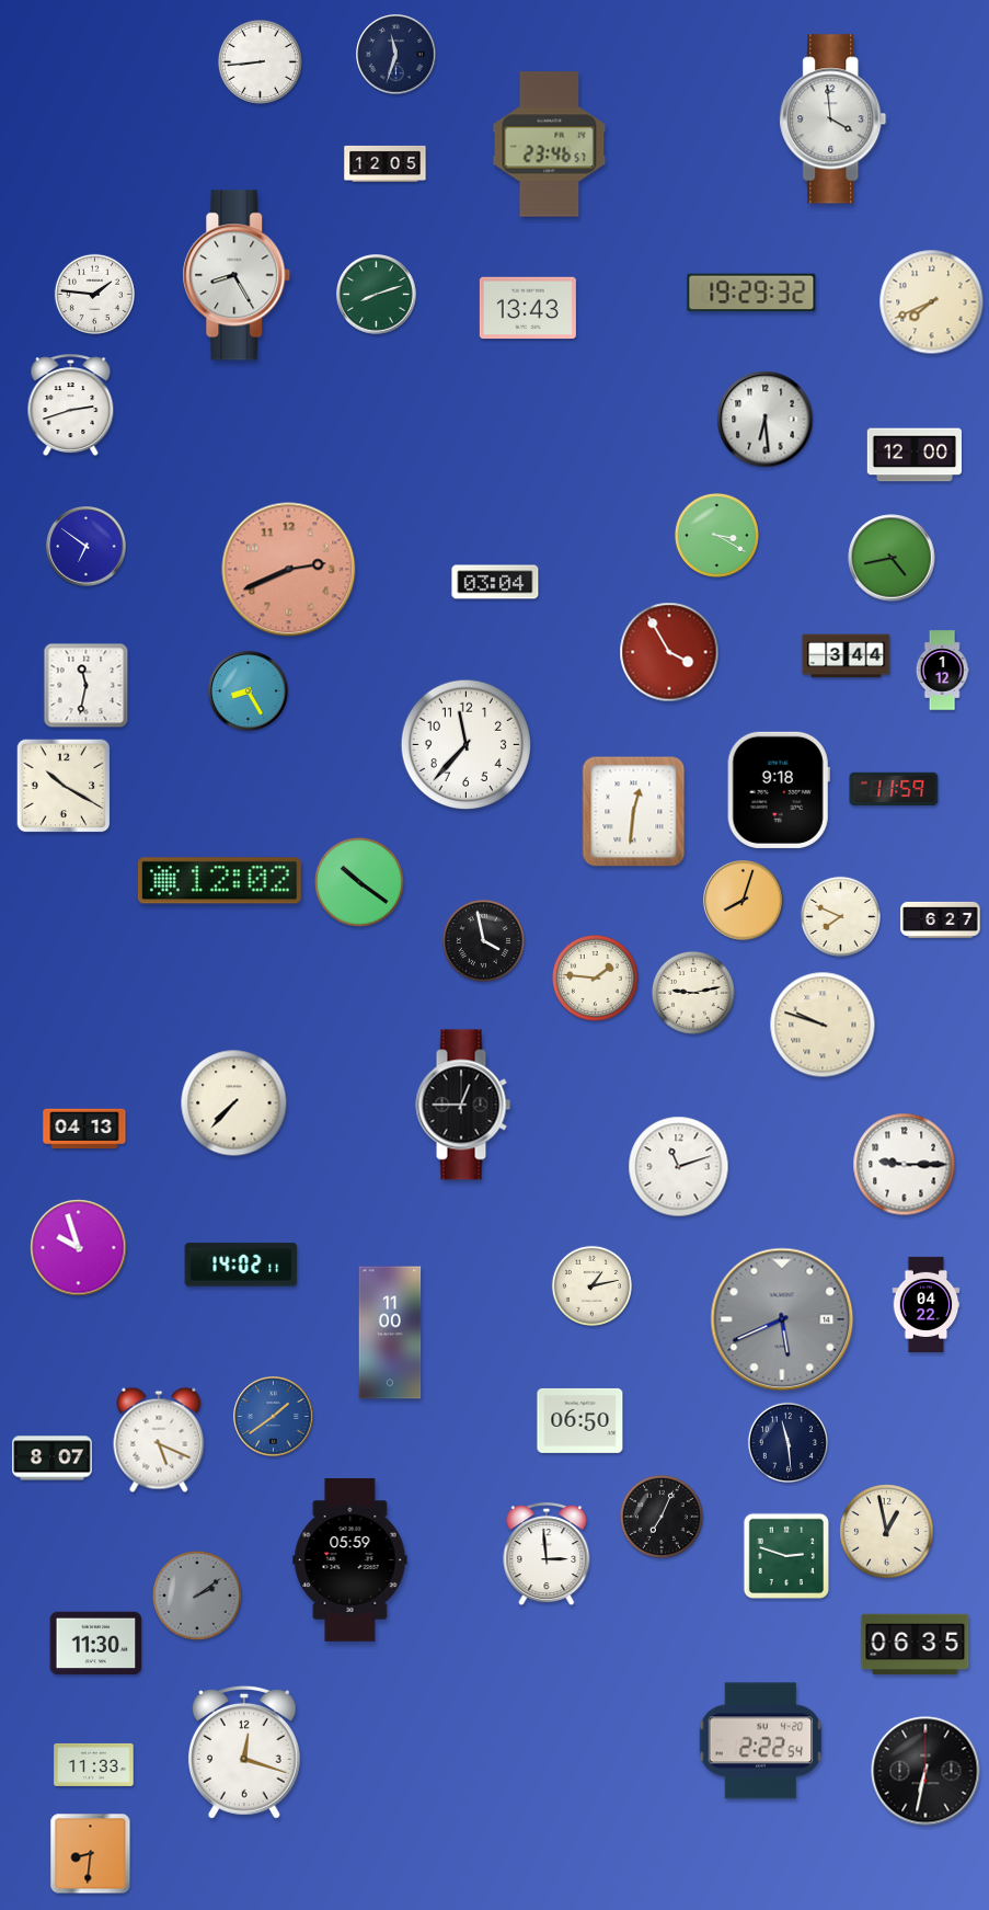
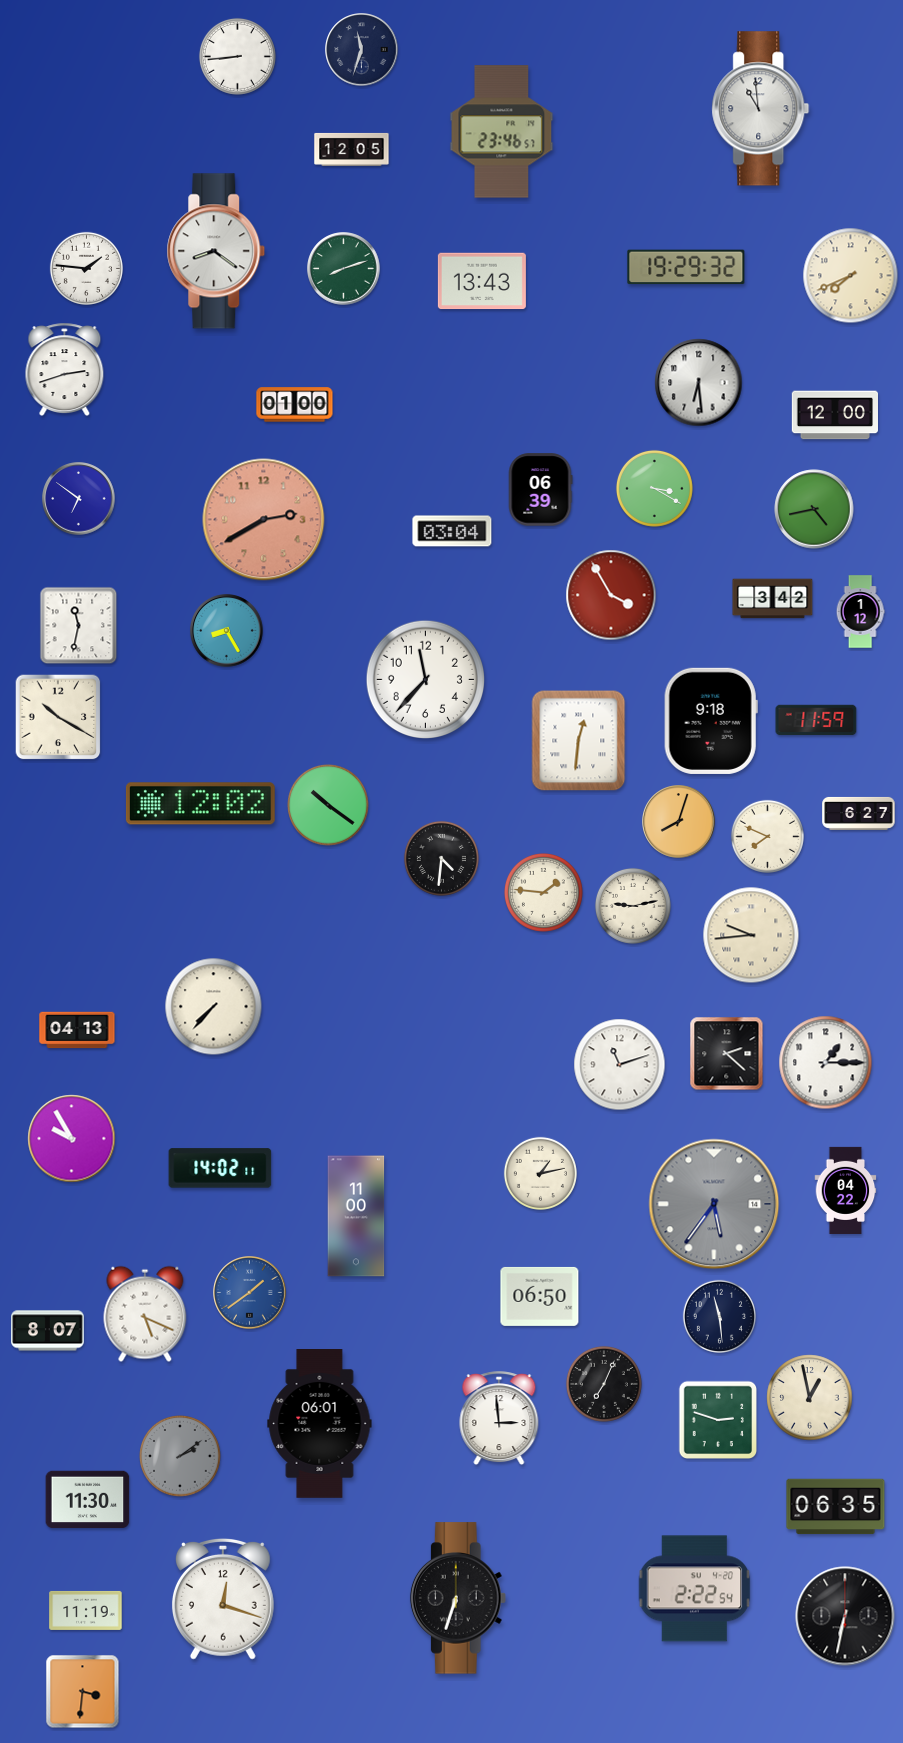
clock at (833, 119): 3:59 -> 10:59
clock at (237, 275): 8:25 -> 8:21
clock at (295, 405): none -> 01:00
clock at (540, 490): none -> 06:39
clock at (289, 570): 2:41 -> 2:40
clock at (847, 656): 3:44 -> 3:42
clock at (941, 919) position: (941, 919) -> (859, 813)
clock at (483, 940): 3:58 -> 4:31
clock at (823, 1025): 9:48 -> 9:44
clock at (463, 1105): 12:45 -> none
clock at (727, 1054): none -> 2:22
clock at (905, 1165): 9:15 -> 1:15
clock at (79, 1248): 9:57 -> 9:55
clock at (241, 1265) position: (241, 1265) -> (220, 1168)
clock at (782, 1319): 5:41 -> 5:36
clock at (580, 1420) position: (580, 1420) -> (540, 1296)
clock at (350, 1560): 05:59 -> 06:01
clock at (916, 1645) position: (916, 1645) -> (836, 1507)
clock at (458, 1598): none -> 6:33
clock at (94, 1764): 11:33 -> 11:19
clock at (91, 1854): 8:31 -> 3:31
